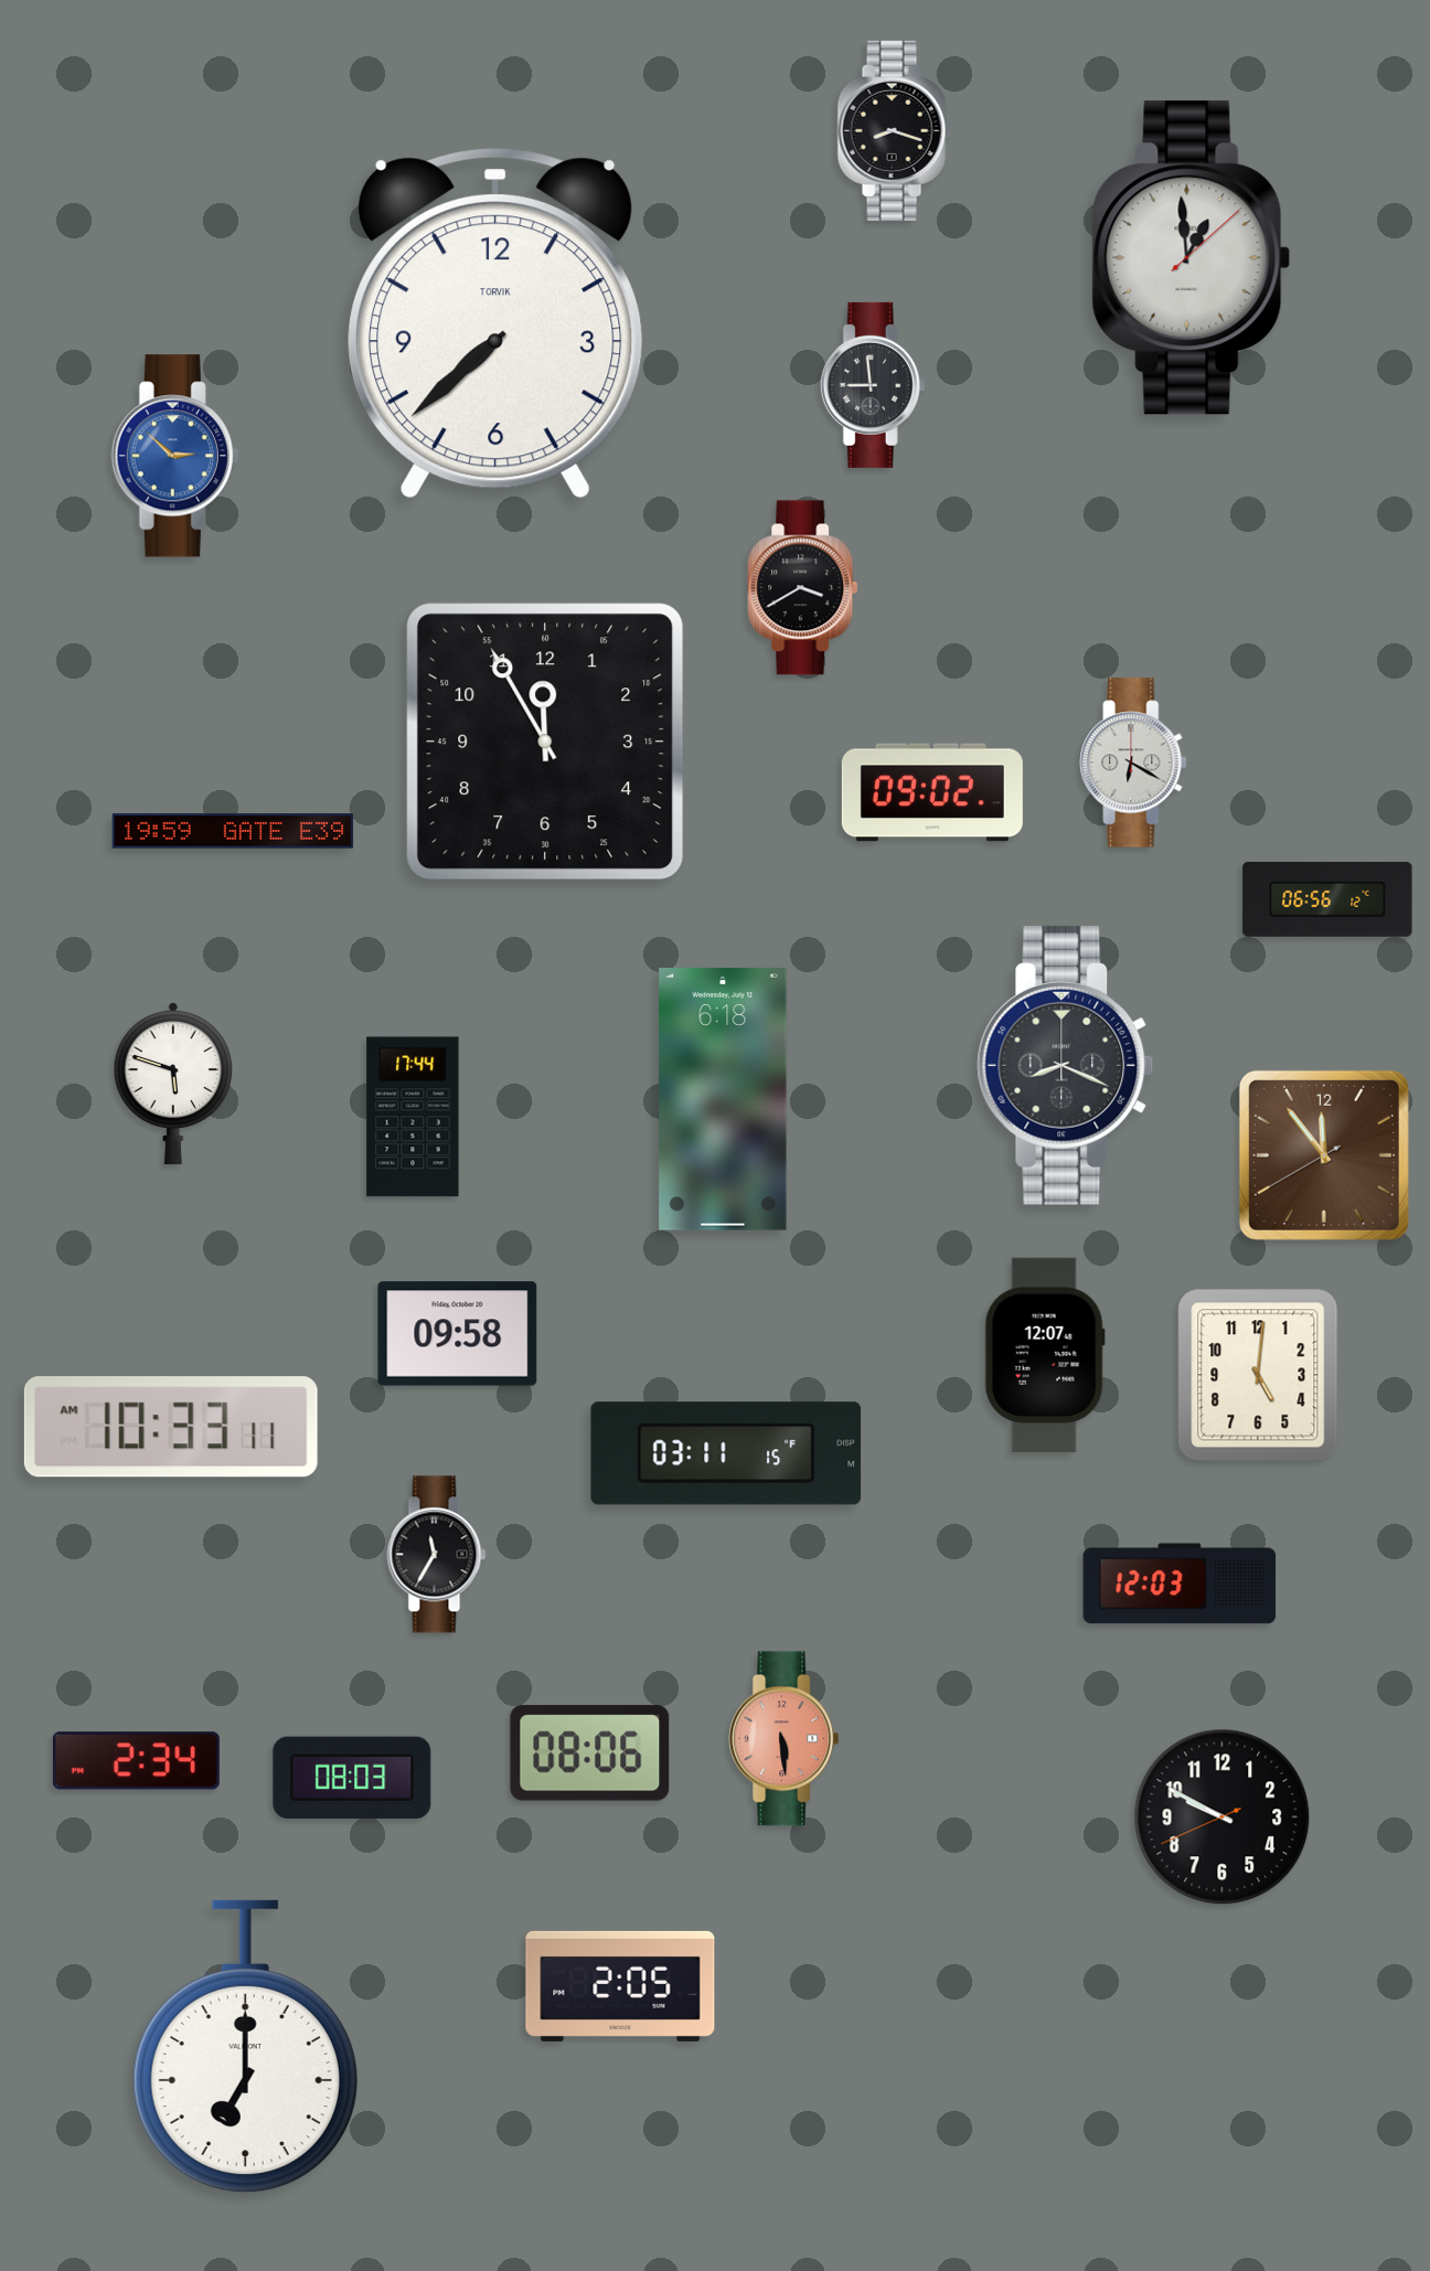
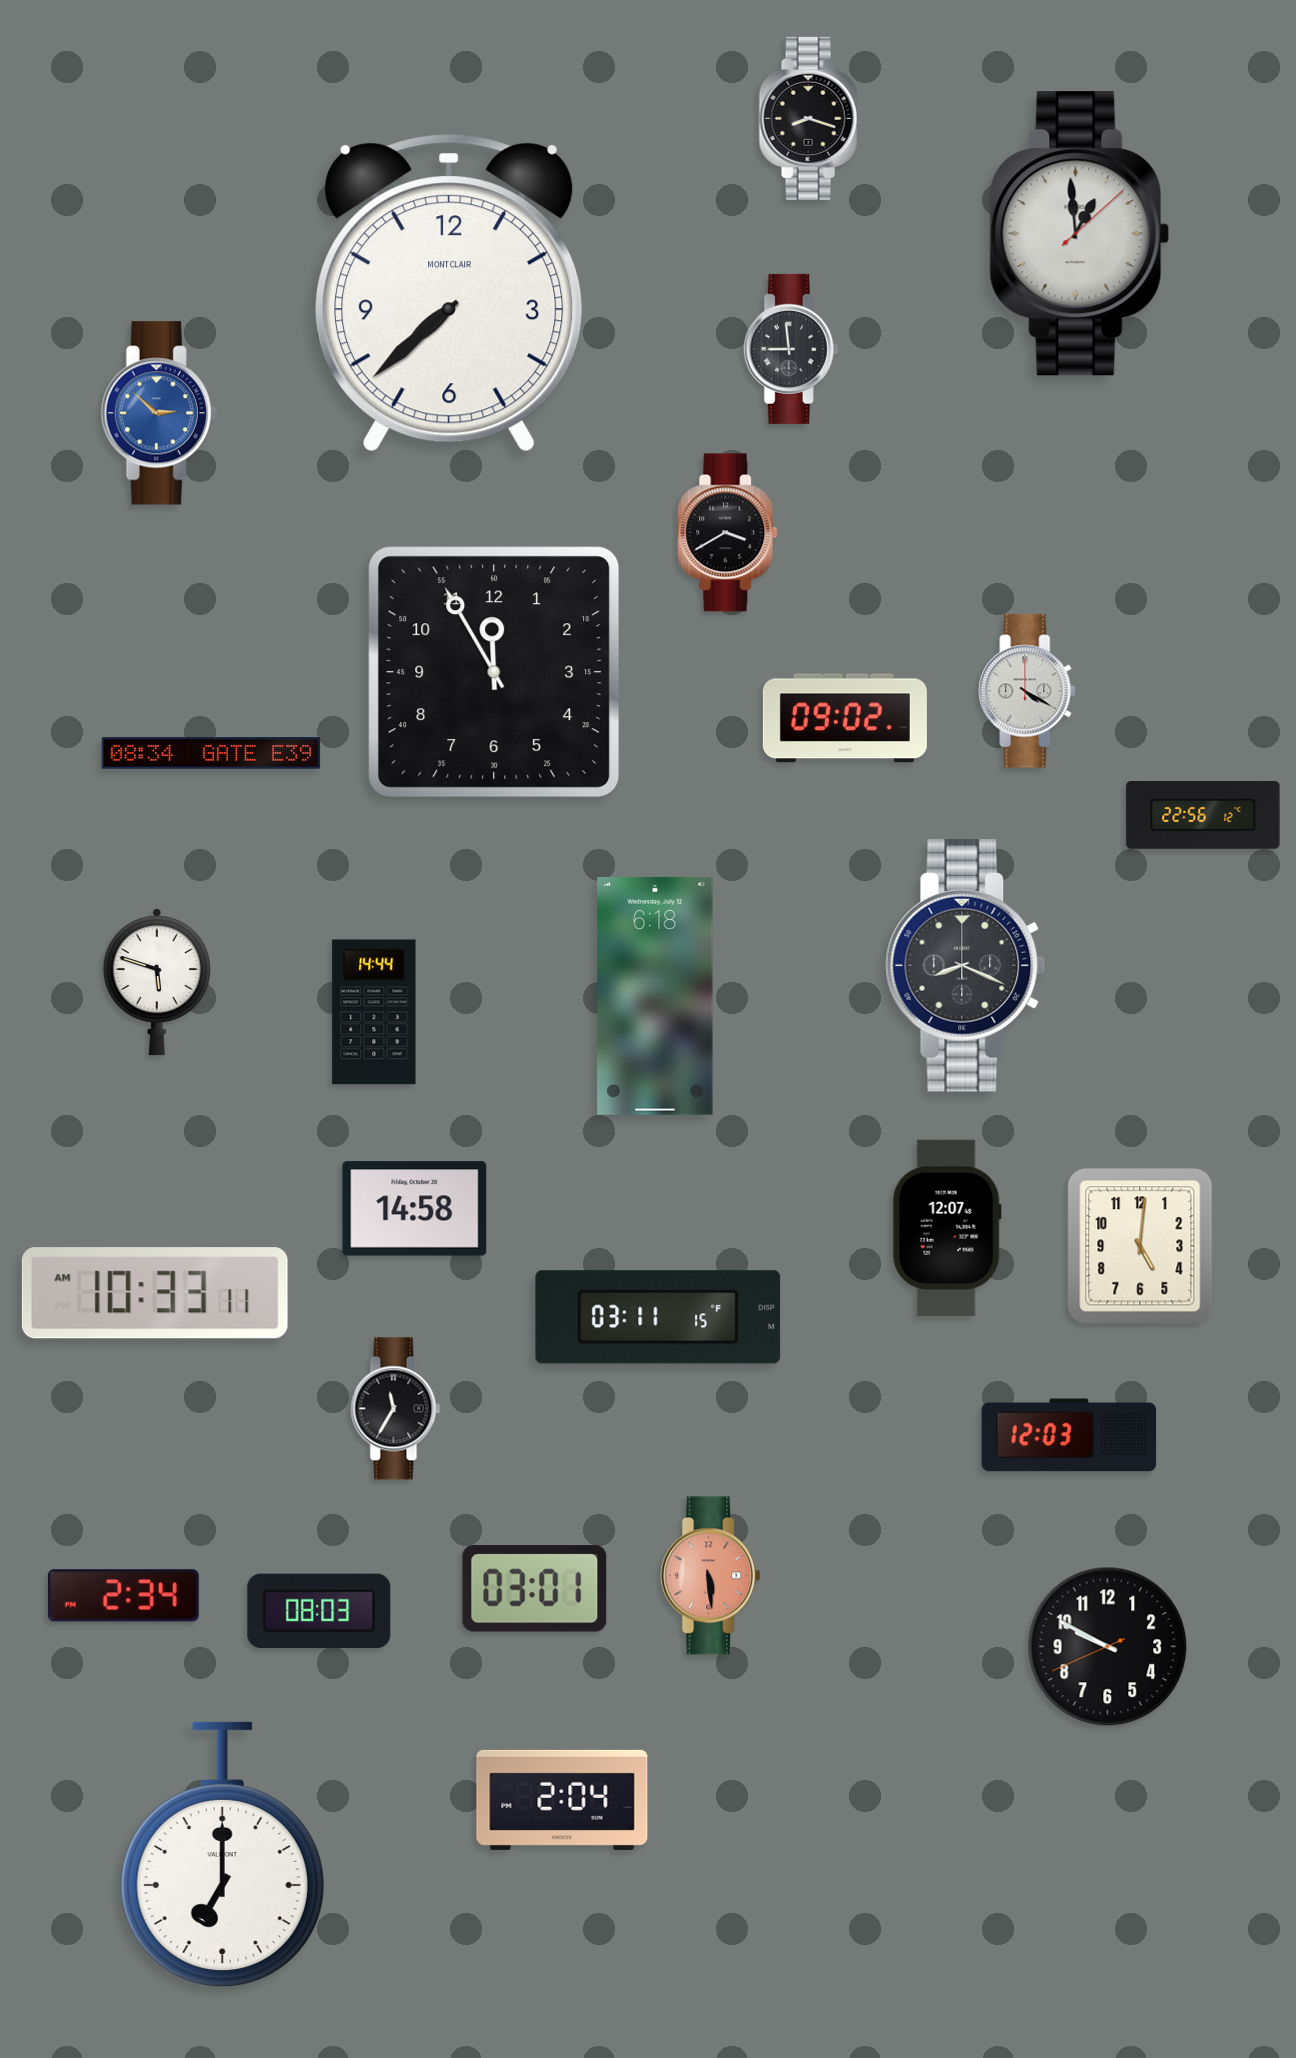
clock at (495, 323) brand: TORVIK -> MONTCLAIR
clock at (1133, 763): 6:20 -> 4:20
clock at (233, 831): 19:59 -> 08:34
clock at (1327, 900): 06:56 -> 22:56
clock at (413, 1117): 17:44 -> 14:44
clock at (1324, 1155): 11:53 -> none
clock at (458, 1334): 09:58 -> 14:58
clock at (590, 1753): 08:06 -> 03:01
clock at (620, 1986): 2:05 -> 2:04
